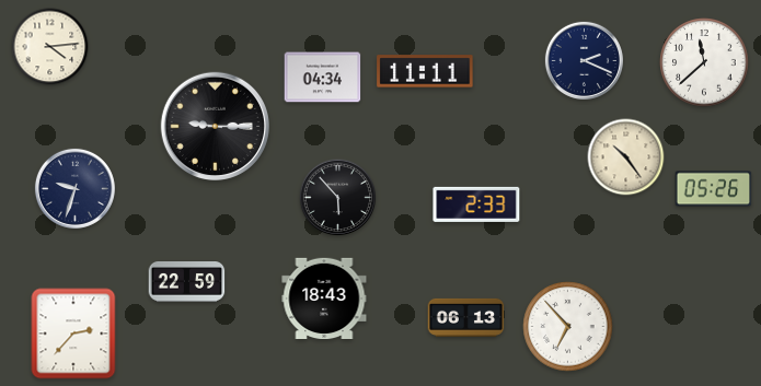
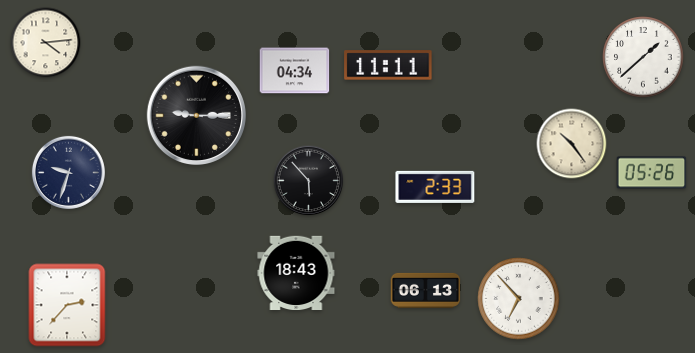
clock at (584, 60): 2:19 -> none
clock at (704, 62): 11:38 -> 1:38
clock at (187, 282): 22:59 -> none
